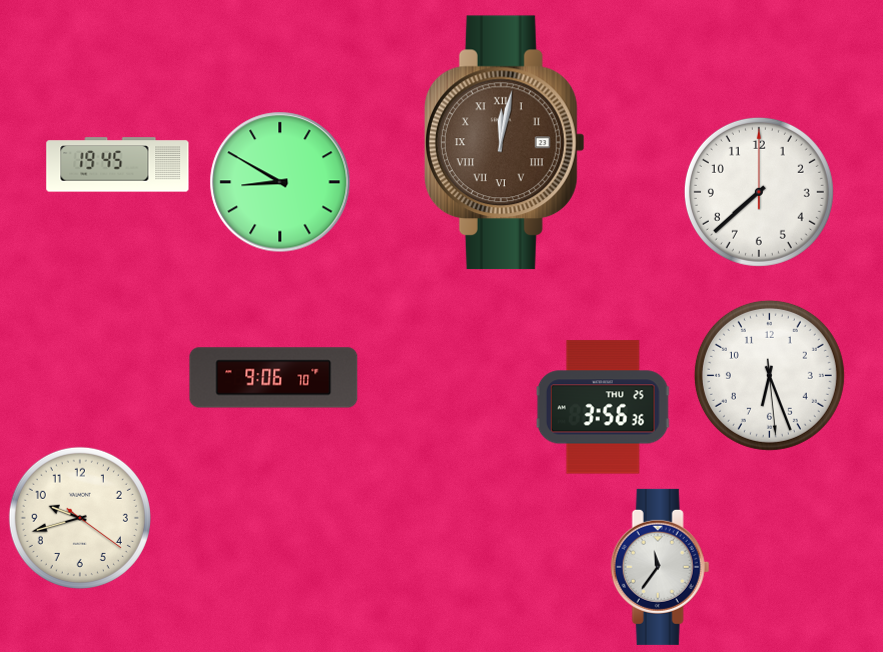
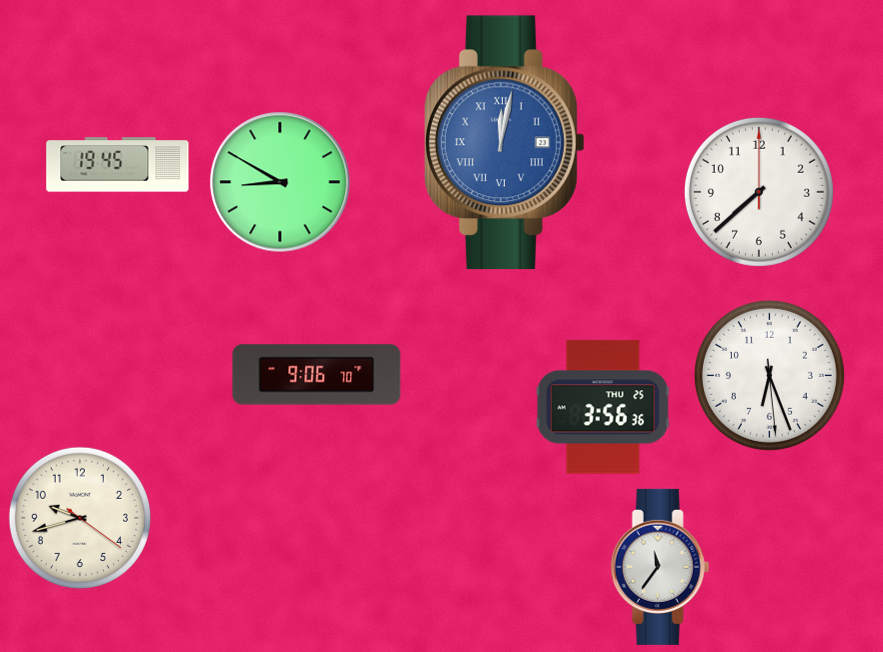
clock at (504, 143) dial: brown -> blue
clock at (274, 378) position: (274, 378) -> (317, 375)
